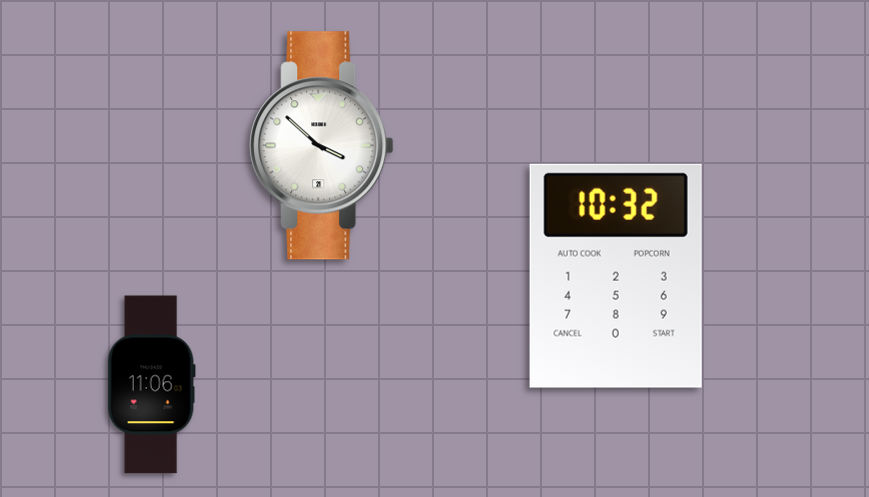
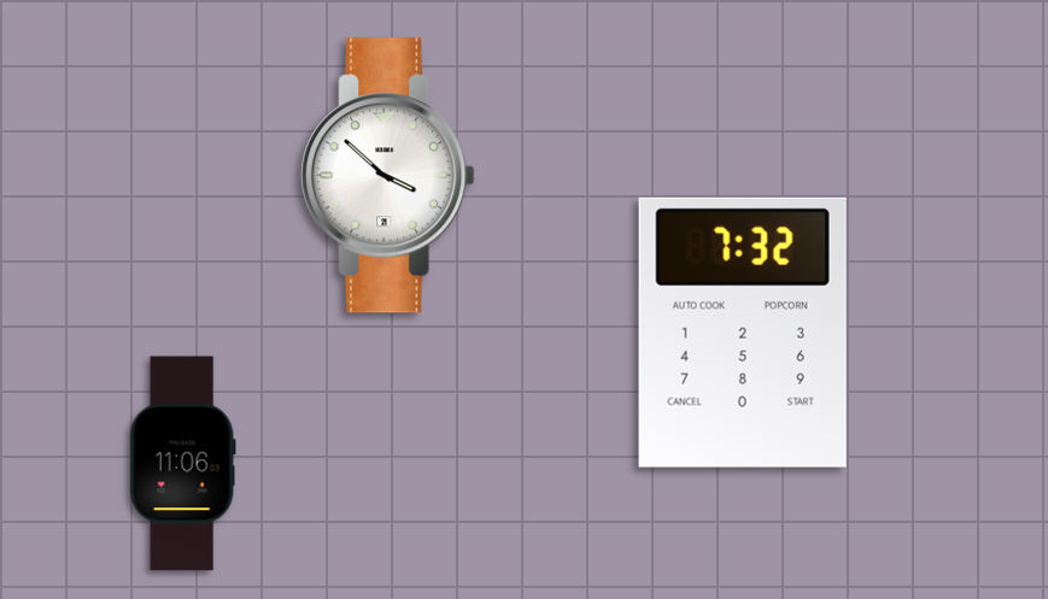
clock at (616, 276): 10:32 -> 7:32
